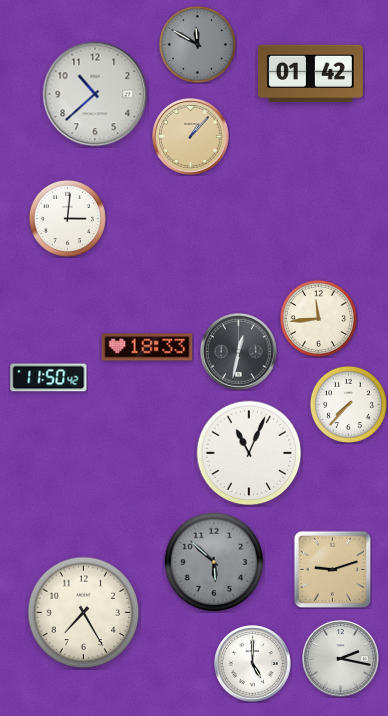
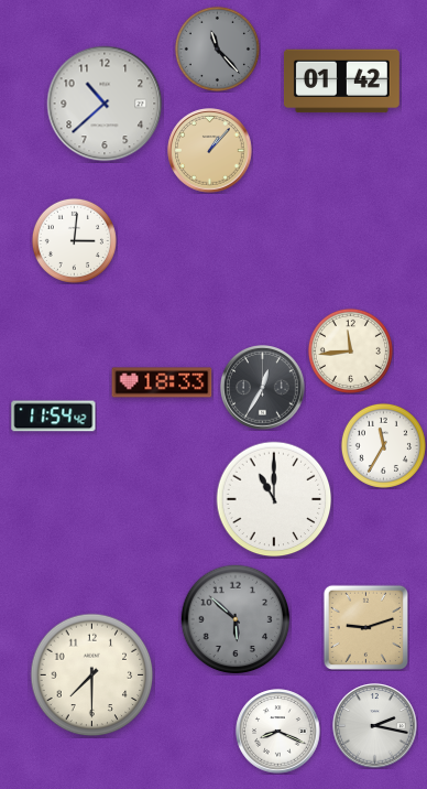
clock at (197, 44): 11:50 -> 11:23
clock at (239, 352): 12:32 -> 12:35
clock at (49, 378): 11:50 -> 11:54
clock at (348, 404): 7:37 -> 11:35
clock at (249, 453): 11:04 -> 11:00
clock at (84, 613): 7:25 -> 7:30
clock at (253, 664): 5:00 -> 8:19
